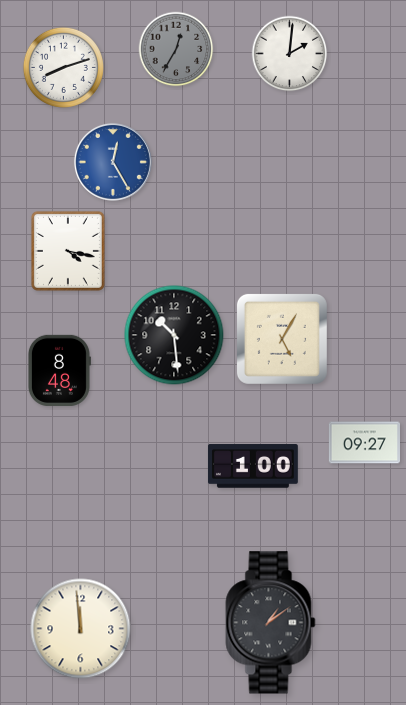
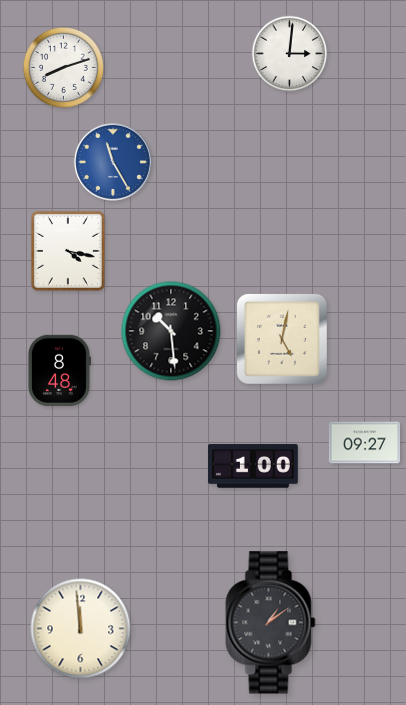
clock at (176, 49): 12:35 -> none
clock at (290, 54): 2:01 -> 3:01
clock at (113, 162): 12:25 -> 11:25
clock at (174, 335) position: (174, 335) -> (171, 331)
clock at (282, 339): 5:05 -> 5:02
